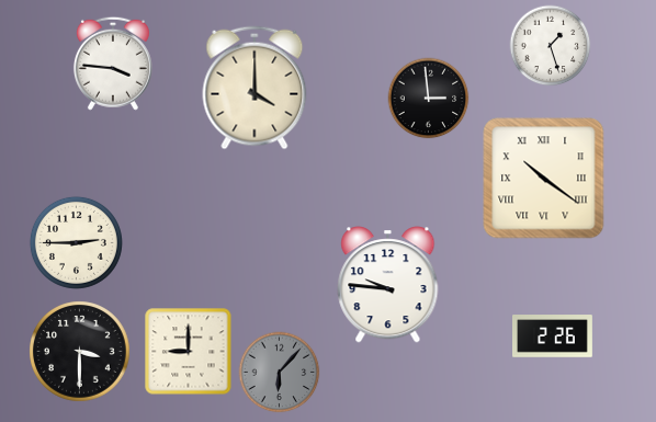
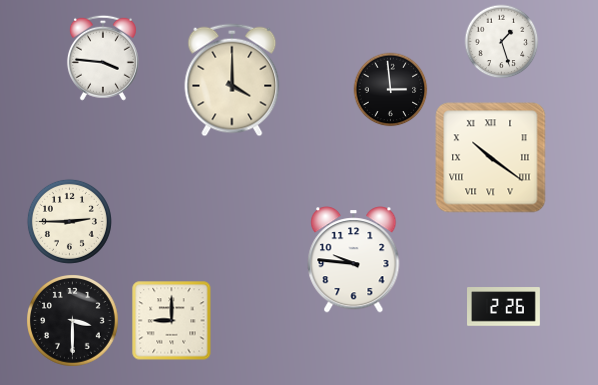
clock at (544, 179) position: (544, 179) -> (491, 158)
clock at (280, 373): 6:07 -> none
